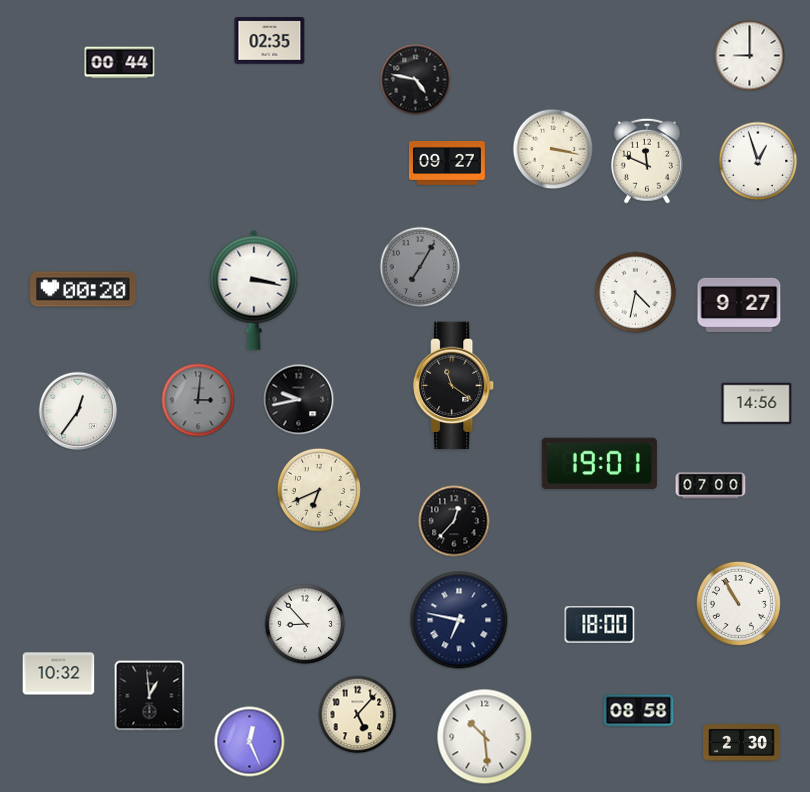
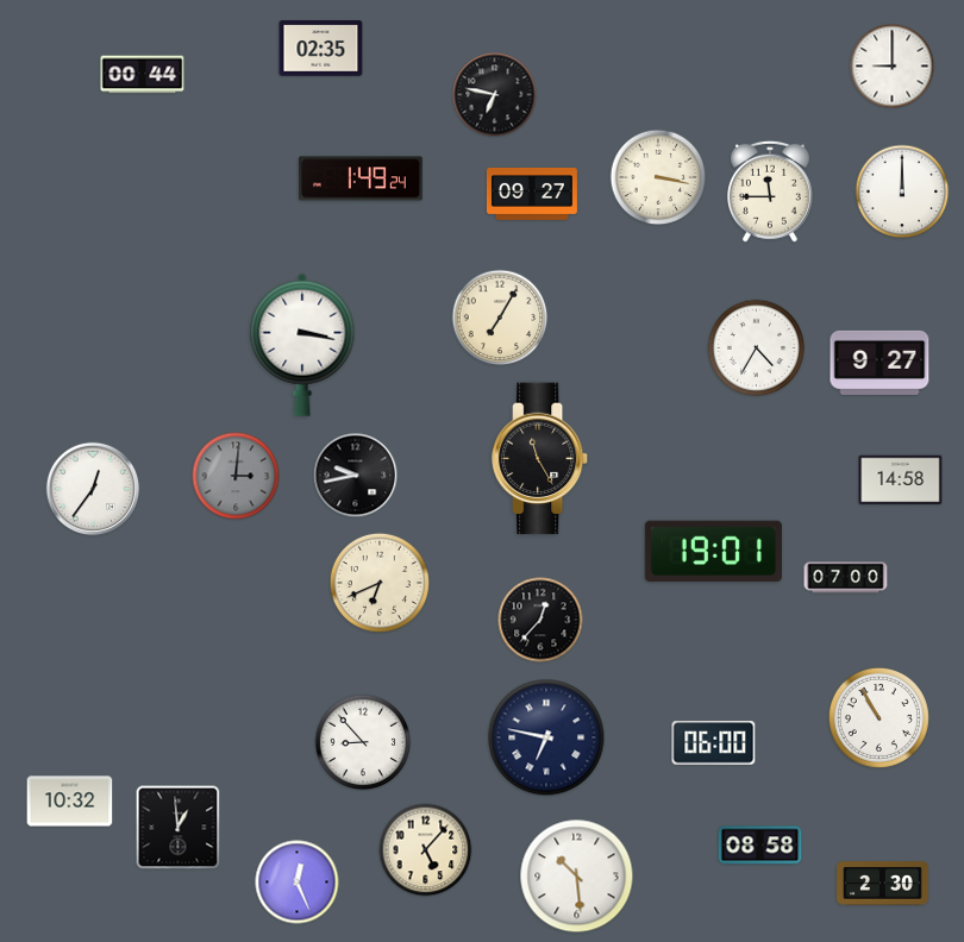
clock at (416, 80): 4:47 -> 6:47
clock at (361, 178): none -> 1:49
clock at (647, 161): 11:49 -> 11:45
clock at (758, 161): 12:57 -> 12:00
clock at (420, 267) dial: grey -> cream
clock at (83, 289): 00:20 -> none
clock at (636, 293): 4:32 -> 4:35
clock at (455, 386): 11:21 -> 11:25
clock at (757, 404): 14:56 -> 14:58
clock at (600, 625): 18:00 -> 06:00
